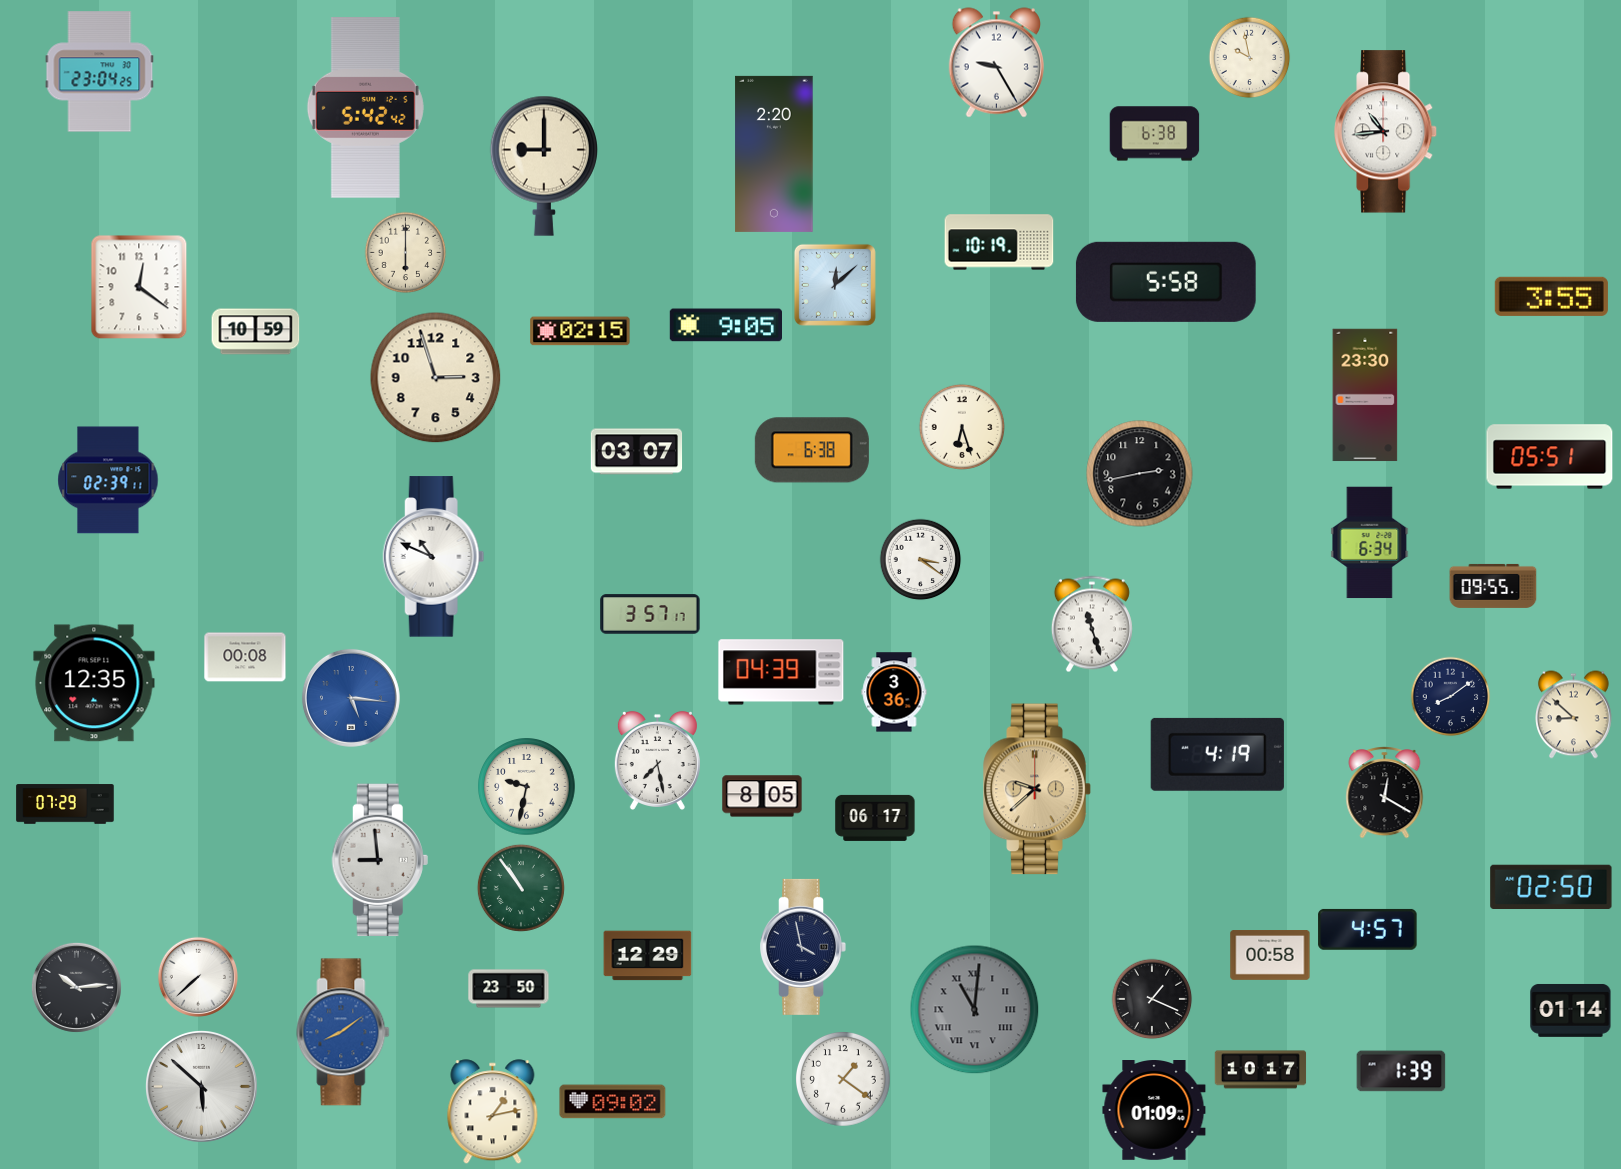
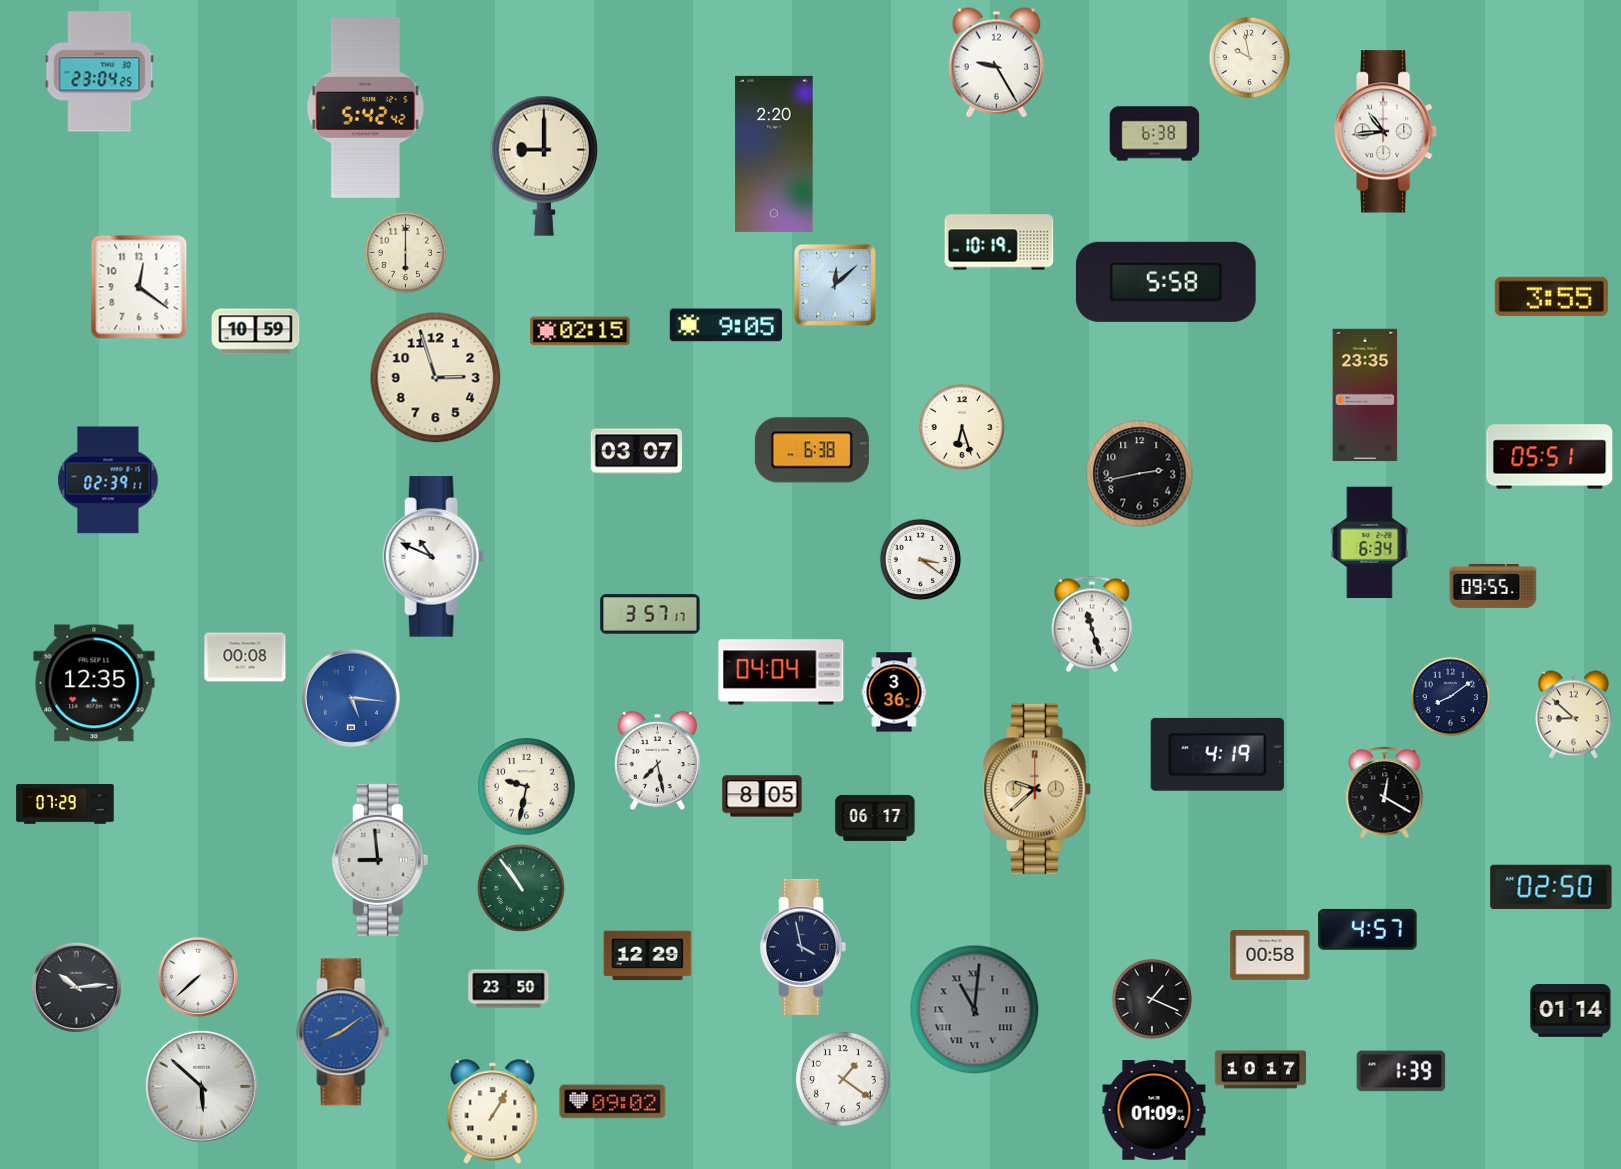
clock at (1365, 395): 23:30 -> 23:35
clock at (781, 672): 04:39 -> 04:04
clock at (493, 1112): 1:13 -> 1:05
